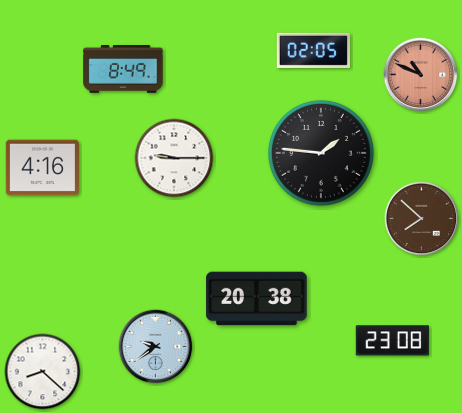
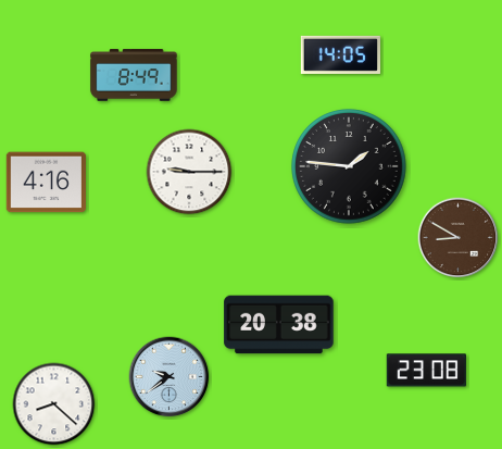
clock at (313, 50): 02:05 -> 14:05
clock at (421, 75): 10:49 -> none
clock at (422, 219): 7:52 -> 8:50
clock at (43, 372) position: (43, 372) -> (54, 404)
